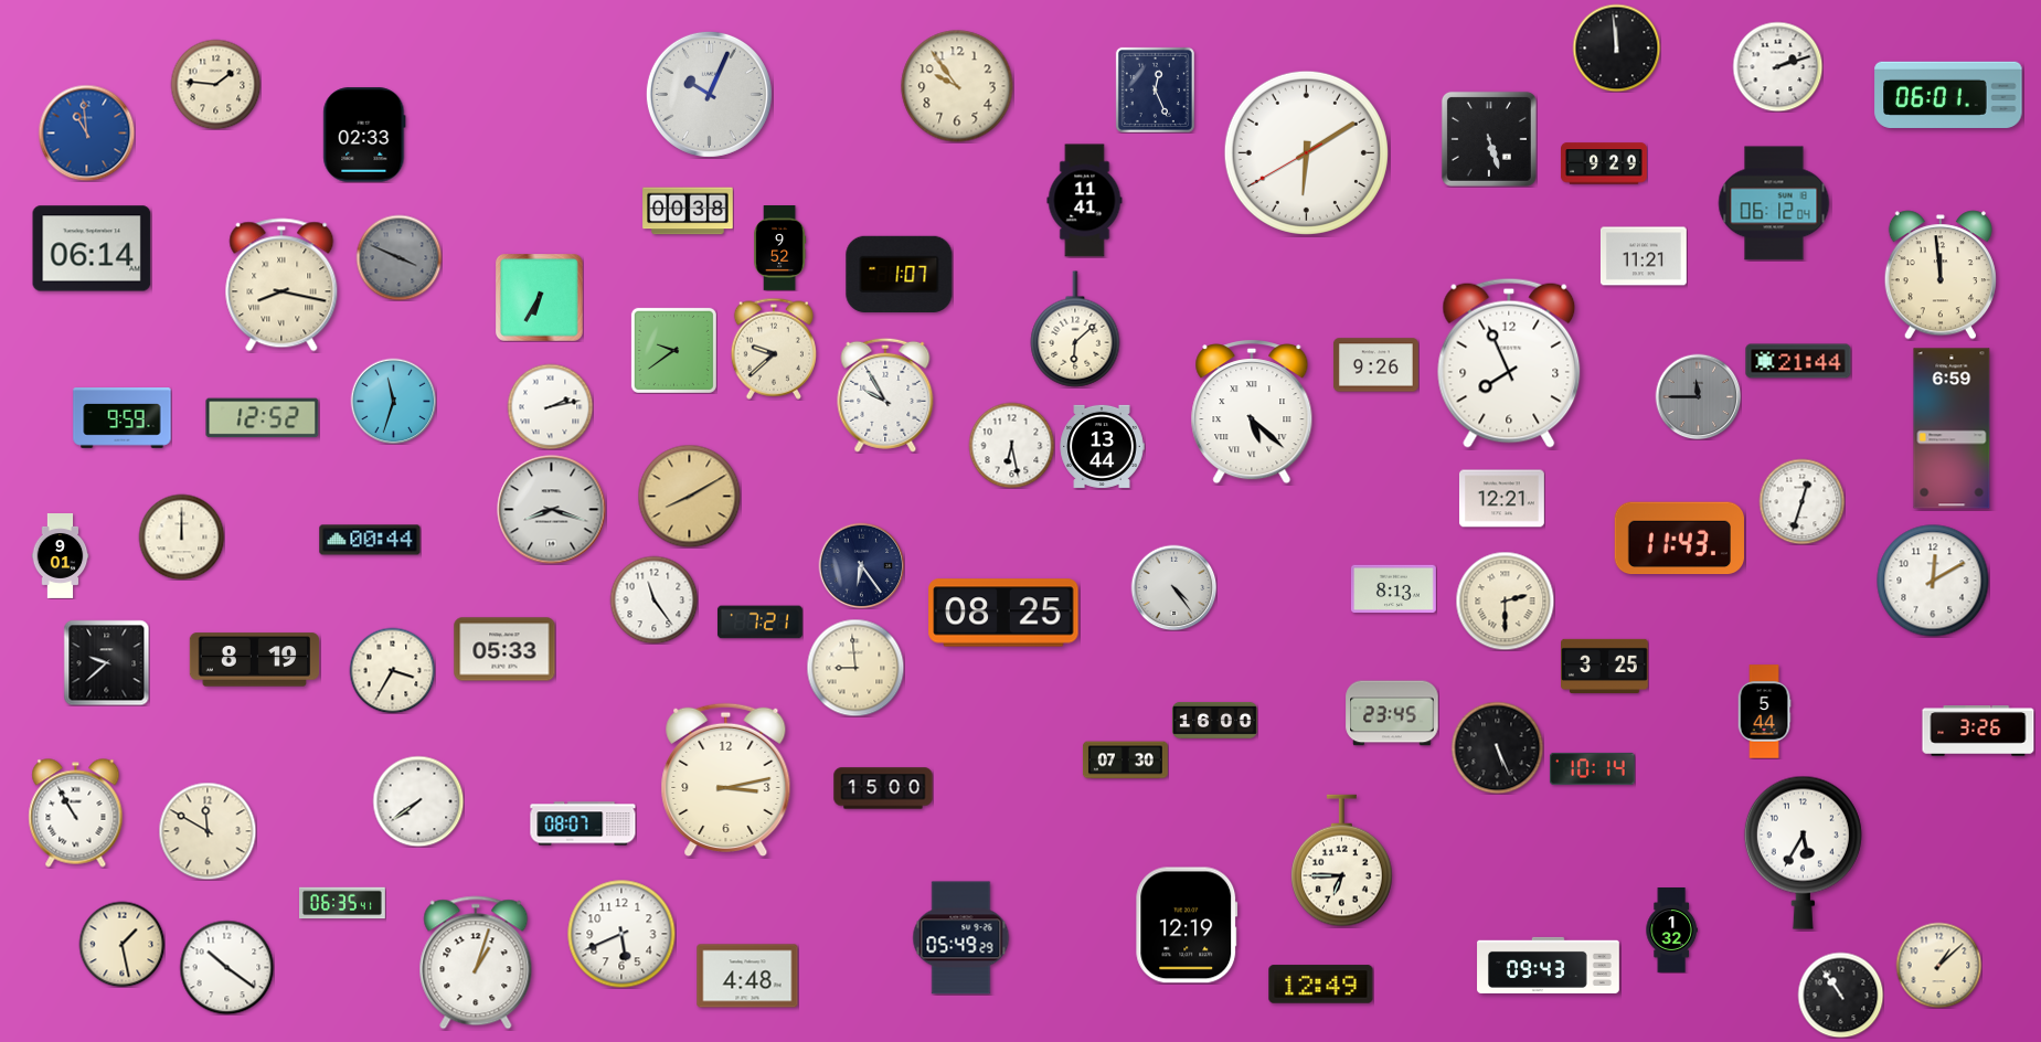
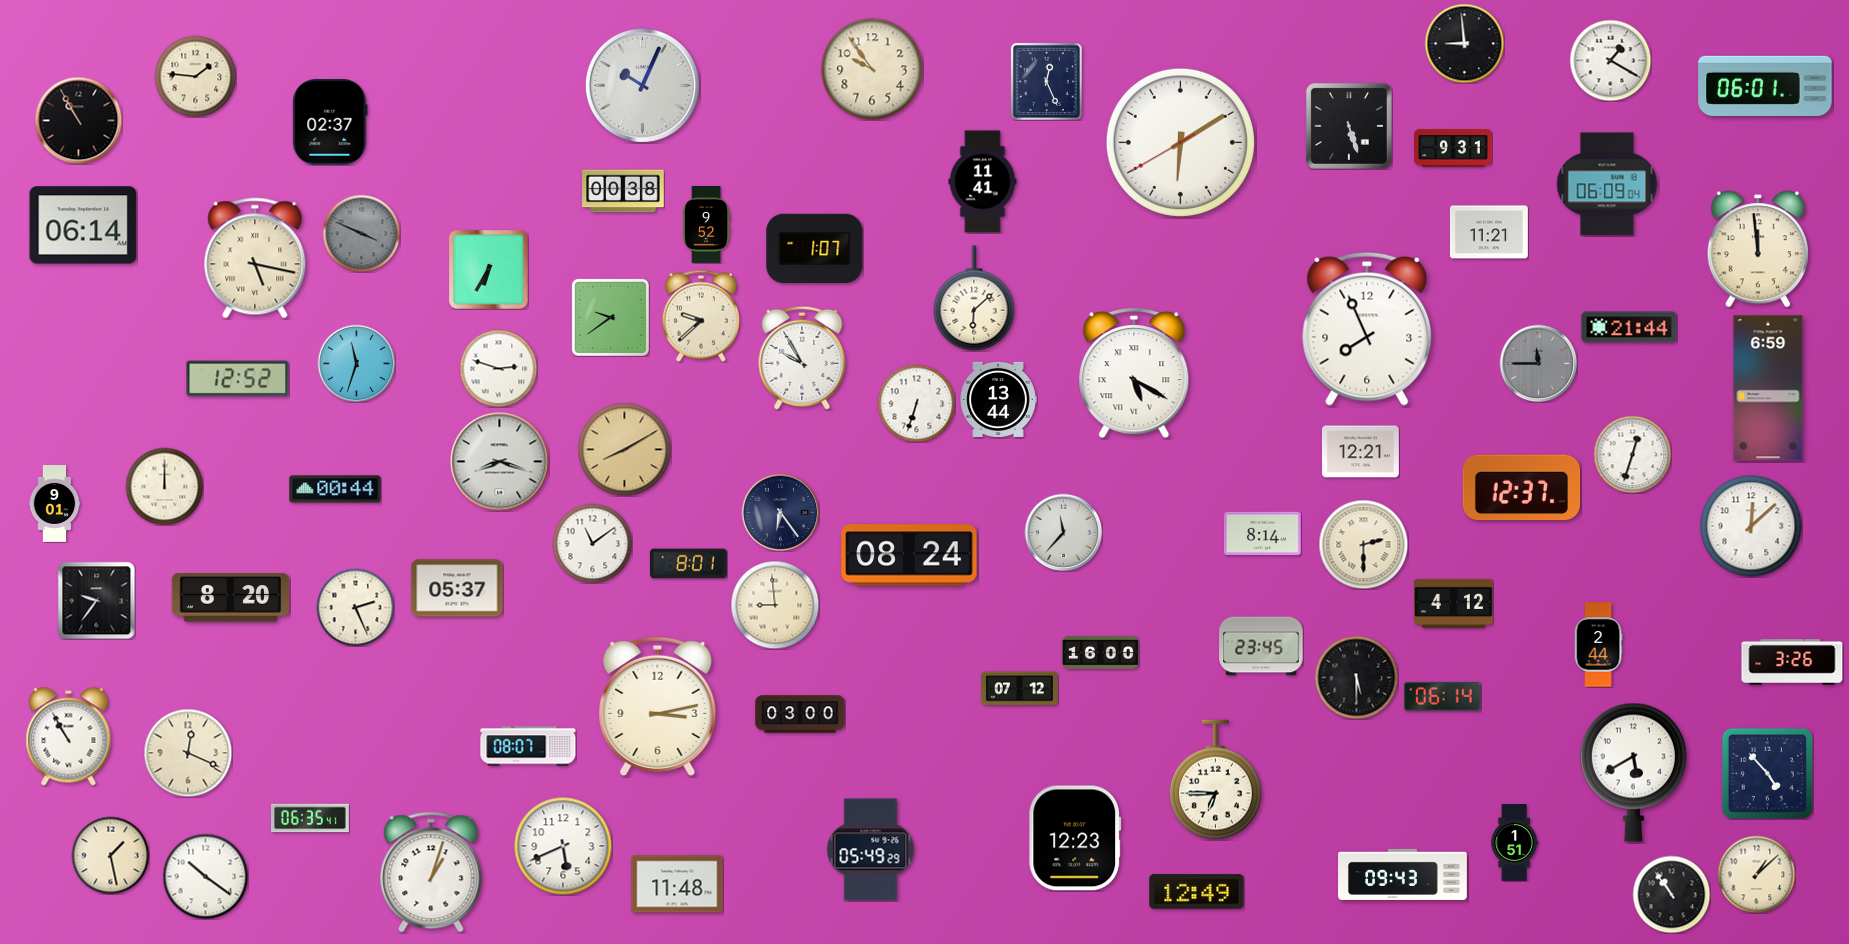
clock at (1616, 47): 11:59 -> 8:59
clock at (1777, 66): 2:12 -> 1:20
clock at (957, 86) position: (957, 86) -> (872, 69)
clock at (86, 132): 10:59 -> 10:55
clock at (86, 132) dial: blue -> black
clock at (364, 135): 02:33 -> 02:37
clock at (1306, 152) position: (1306, 152) -> (1180, 142)
clock at (1605, 163): 9:29 -> 9:31
clock at (1774, 203): 06:12 -> 06:09
clock at (281, 285): 8:17 -> 5:17
clock at (1375, 365): 9:26 -> none
clock at (1698, 396) position: (1698, 396) -> (1538, 363)
clock at (550, 406): 2:13 -> 2:48
clock at (1252, 412): 5:22 -> 5:20
clock at (123, 418): 9:59 -> none
clock at (1011, 445): 6:28 -> 6:33
clock at (1102, 446) position: (1102, 446) -> (998, 399)
clock at (1679, 539): 11:43 -> 12:37
clock at (1933, 581): 12:10 -> 12:08
clock at (1173, 587): 4:24 -> 11:37
clock at (1393, 589): 8:13 -> 8:14
clock at (653, 599): 11:24 -> 11:09
clock at (1003, 613): 08:25 -> 08:24
clock at (759, 623): 7:21 -> 8:01
clock at (504, 649): 05:33 -> 05:37
clock at (255, 660): 8:19 -> 8:20
clock at (106, 662): 9:38 -> 9:36
clock at (1605, 666): 3:25 -> 4:12
clock at (392, 670): 3:35 -> 2:26
clock at (1764, 712): 5:44 -> 2:44
clock at (1497, 747): 5:26 -> 5:30
clock at (1125, 761): 07:30 -> 07:12
clock at (1592, 768): 10:14 -> 06:14
clock at (883, 788): 15:00 -> 03:00
clock at (418, 801): 7:39 -> none
clock at (208, 831): 11:50 -> 12:19
clock at (1803, 852): 5:35 -> 5:40
clock at (1767, 773): none -> 4:53
clock at (1187, 925): 12:19 -> 12:23
clock at (1671, 931): 1:32 -> 1:51
clock at (747, 976): 4:48 -> 11:48
clock at (1840, 995) position: (1840, 995) -> (1671, 894)
